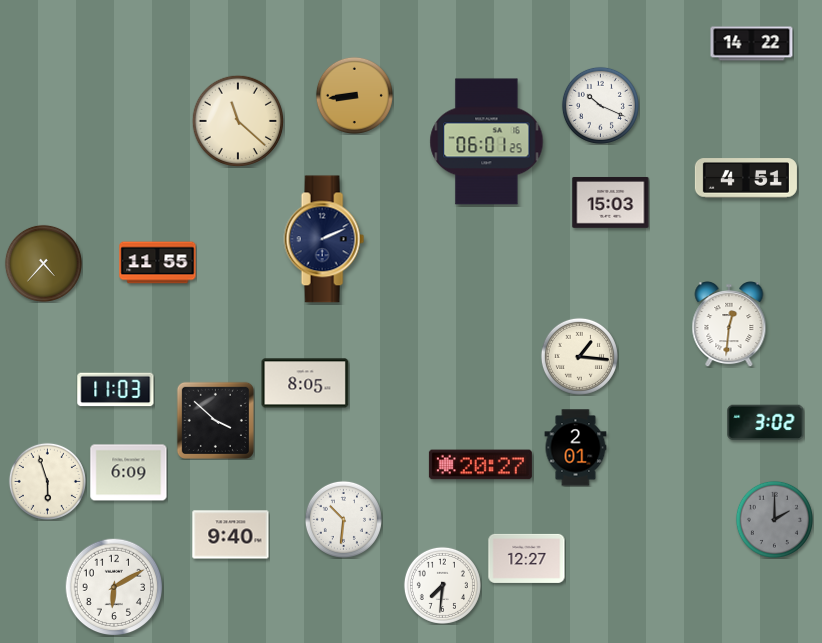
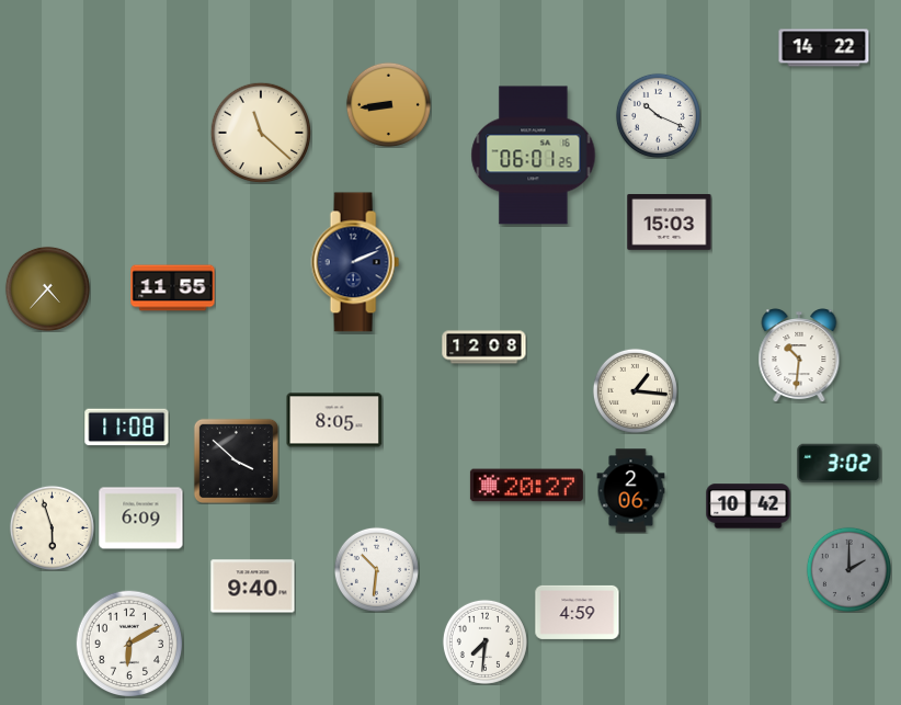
clock at (746, 178): 4:51 -> none
clock at (484, 348): none -> 12:08
clock at (729, 324): 12:31 -> 10:31
clock at (116, 390): 11:03 -> 11:08
clock at (576, 448): 2:01 -> 2:06
clock at (749, 507): none -> 10:42
clock at (480, 465) position: (480, 465) -> (526, 486)
clock at (527, 558): 12:27 -> 4:59
clock at (114, 587) position: (114, 587) -> (129, 644)
